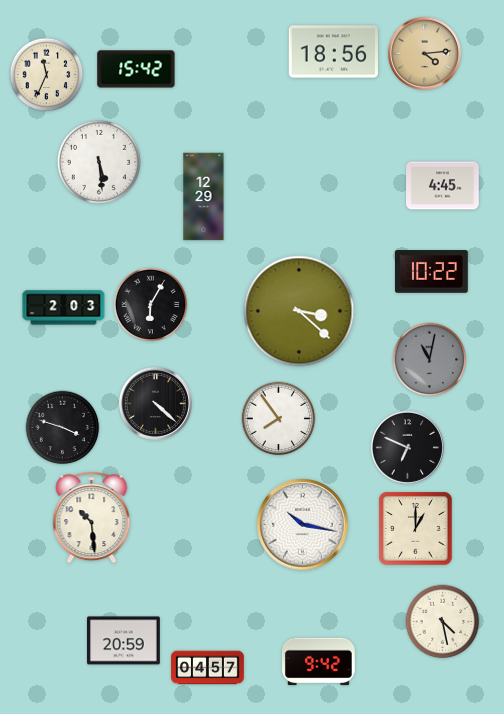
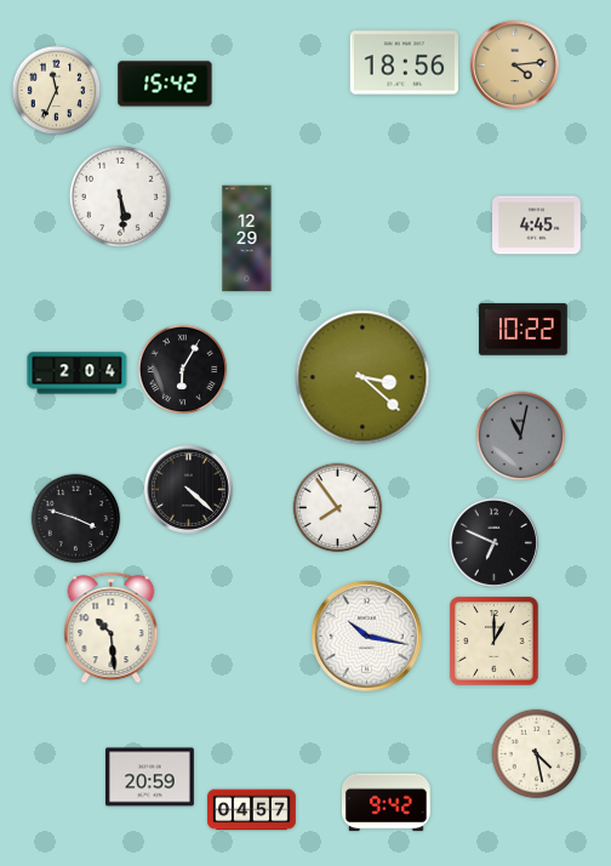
clock at (64, 308): 2:03 -> 2:04
clock at (416, 529) position: (416, 529) -> (495, 642)
